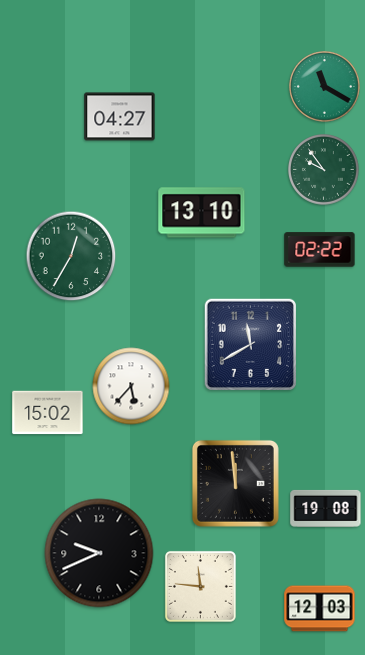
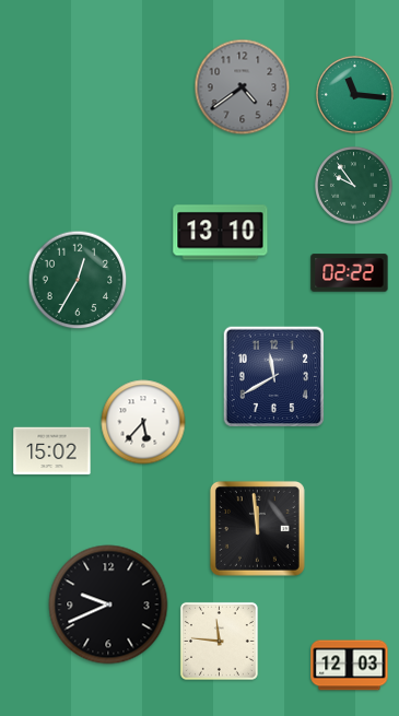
clock at (243, 87): none -> 4:39
clock at (325, 87): 11:20 -> 11:16
clock at (120, 117): 04:27 -> none
clock at (326, 508): 19:08 -> none
